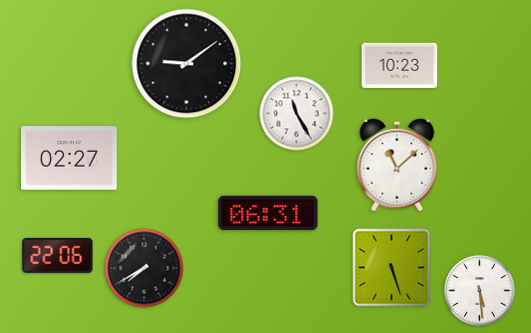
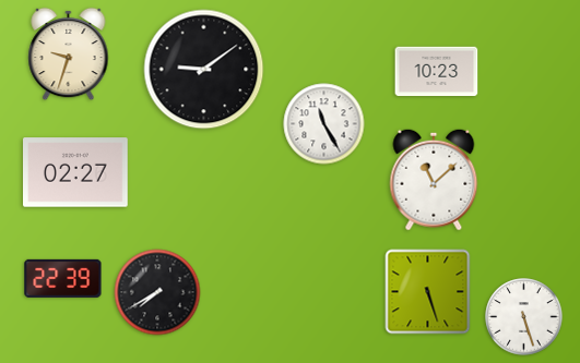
clock at (69, 55): none -> 9:33
clock at (268, 213): 06:31 -> none
clock at (58, 255): 22:06 -> 22:39
clock at (480, 291): 5:29 -> 5:27
